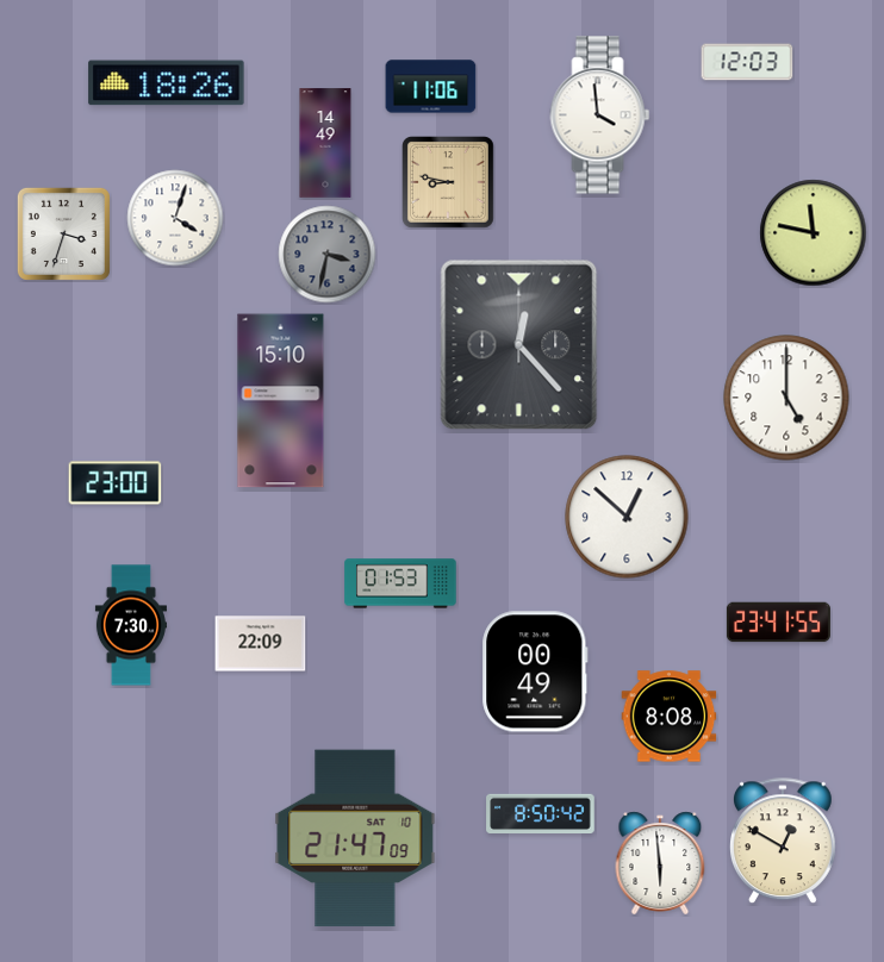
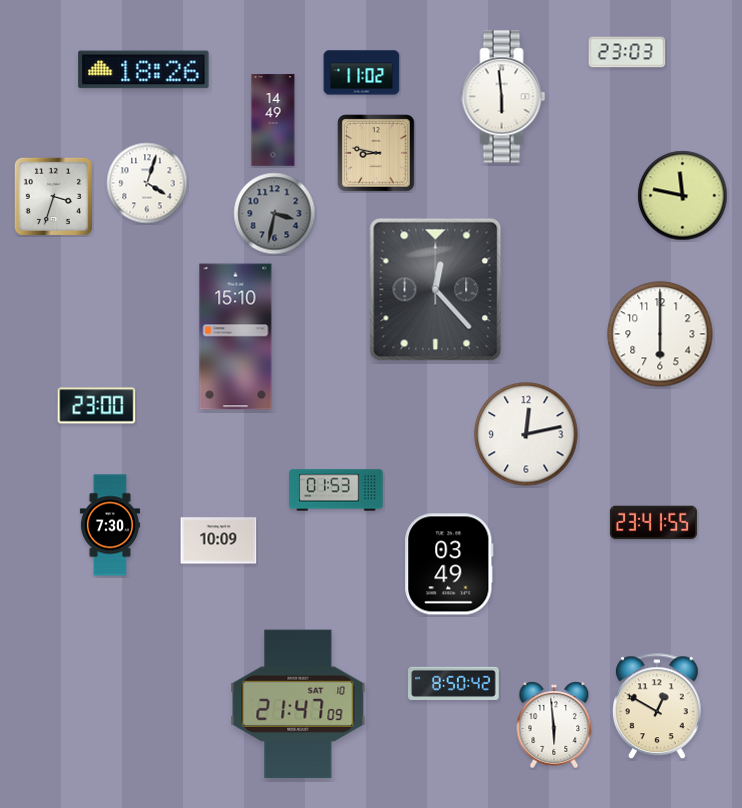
clock at (747, 62): 12:03 -> 23:03
clock at (167, 83) position: (167, 83) -> (144, 70)
clock at (431, 87): 11:06 -> 11:02
clock at (600, 115): 3:59 -> 5:59
clock at (786, 398): 5:00 -> 6:00
clock at (627, 517): 12:52 -> 12:13
clock at (261, 644): 22:09 -> 10:09
clock at (535, 671): 00:49 -> 03:49
clock at (670, 717): 8:08 -> none
